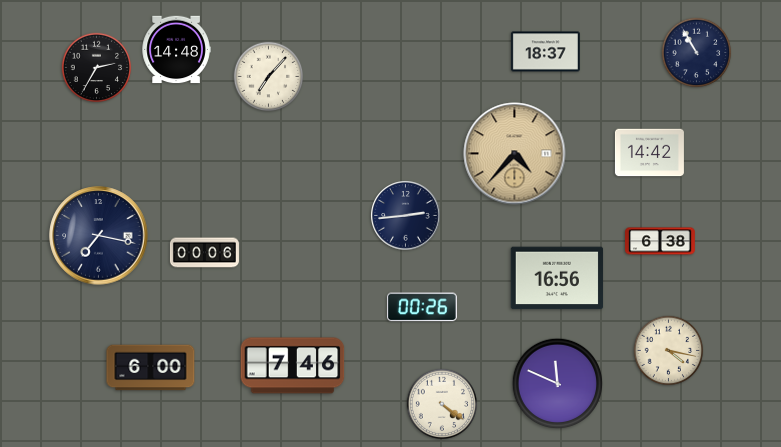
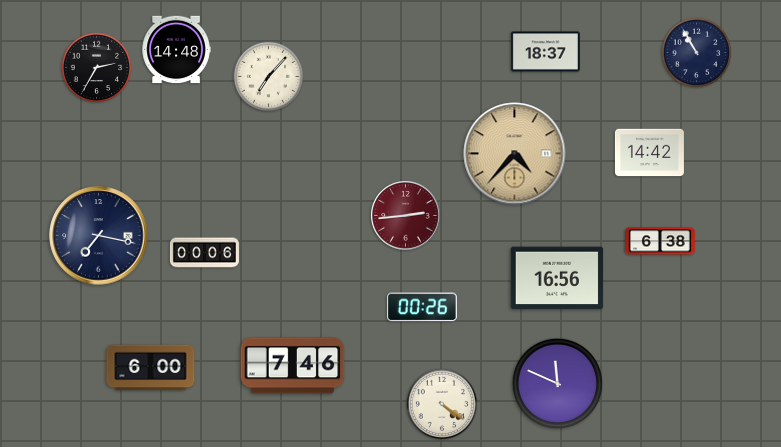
clock at (406, 216) dial: navy -> burgundy
clock at (669, 351): 4:17 -> none
